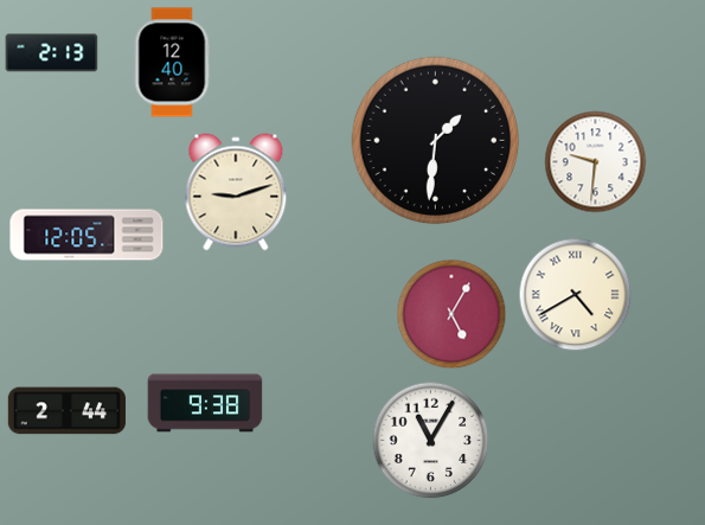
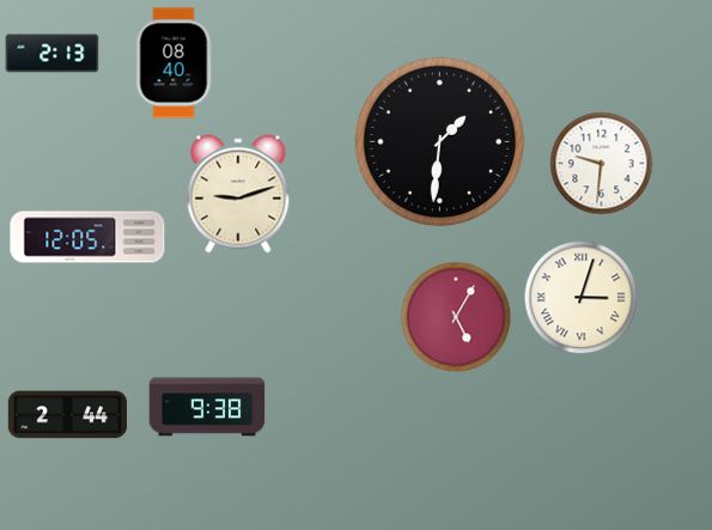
clock at (172, 63): 12:40 -> 08:40
clock at (576, 295): 4:40 -> 3:03
clock at (431, 441): 11:05 -> none
